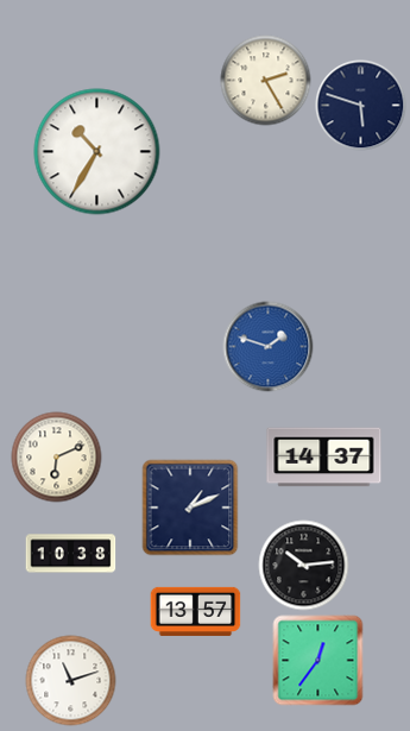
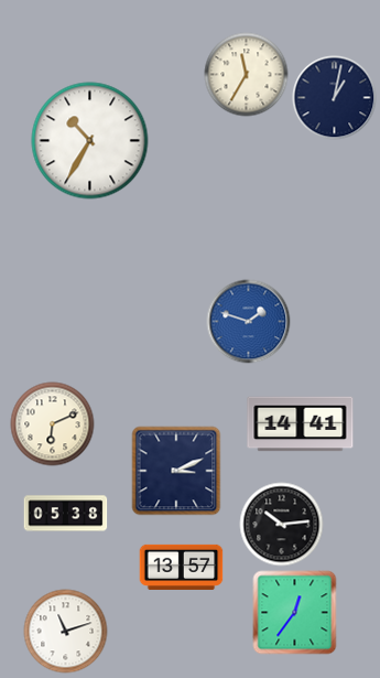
clock at (266, 81): 2:25 -> 11:35
clock at (361, 106): 5:48 -> 1:02
clock at (324, 458): 14:37 -> 14:41
clock at (190, 508): 1:11 -> 3:11
clock at (71, 554): 10:38 -> 05:38
